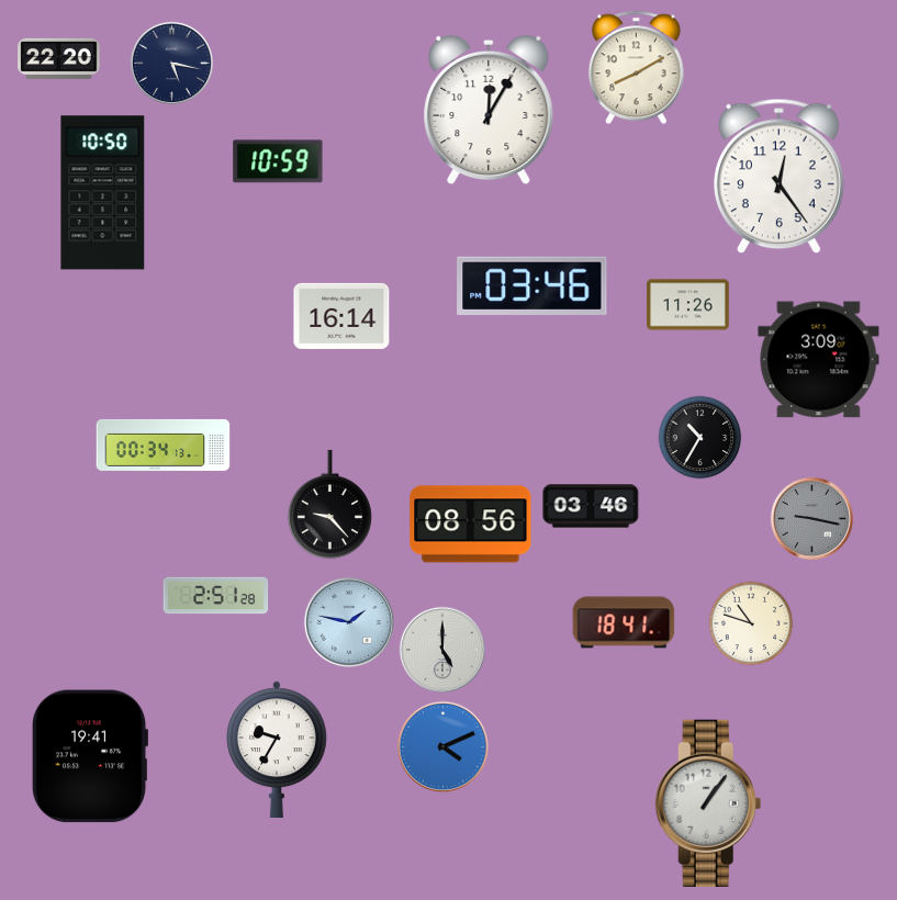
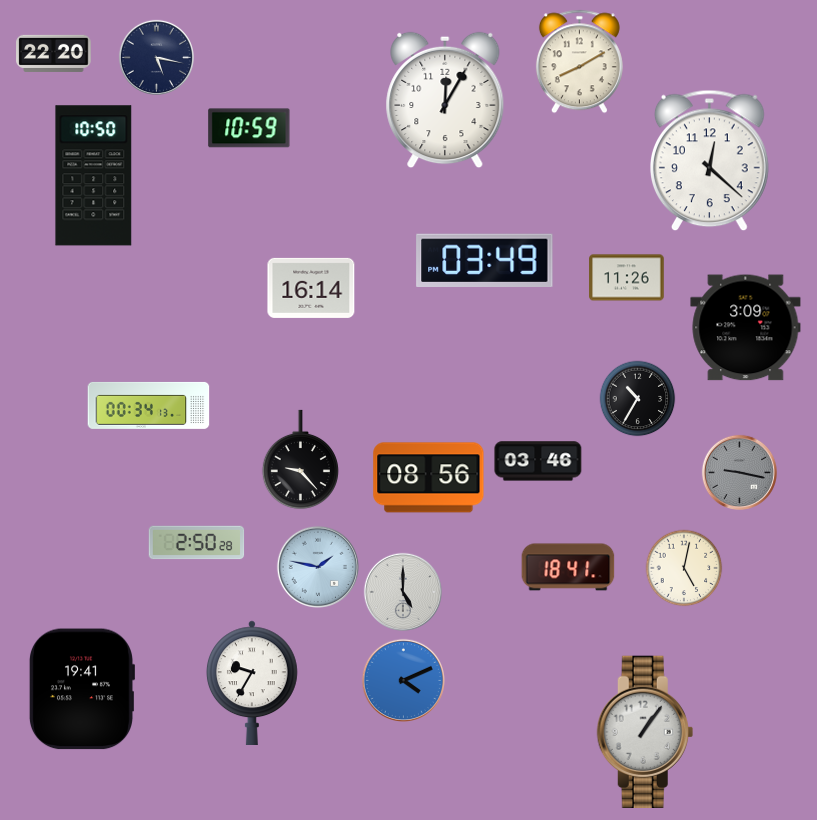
clock at (278, 161) position: (278, 161) -> (249, 128)
clock at (780, 177): 12:24 -> 12:22
clock at (532, 285): 03:46 -> 03:49
clock at (216, 596): 2:51 -> 2:50
clock at (751, 623): 10:48 -> 5:02
